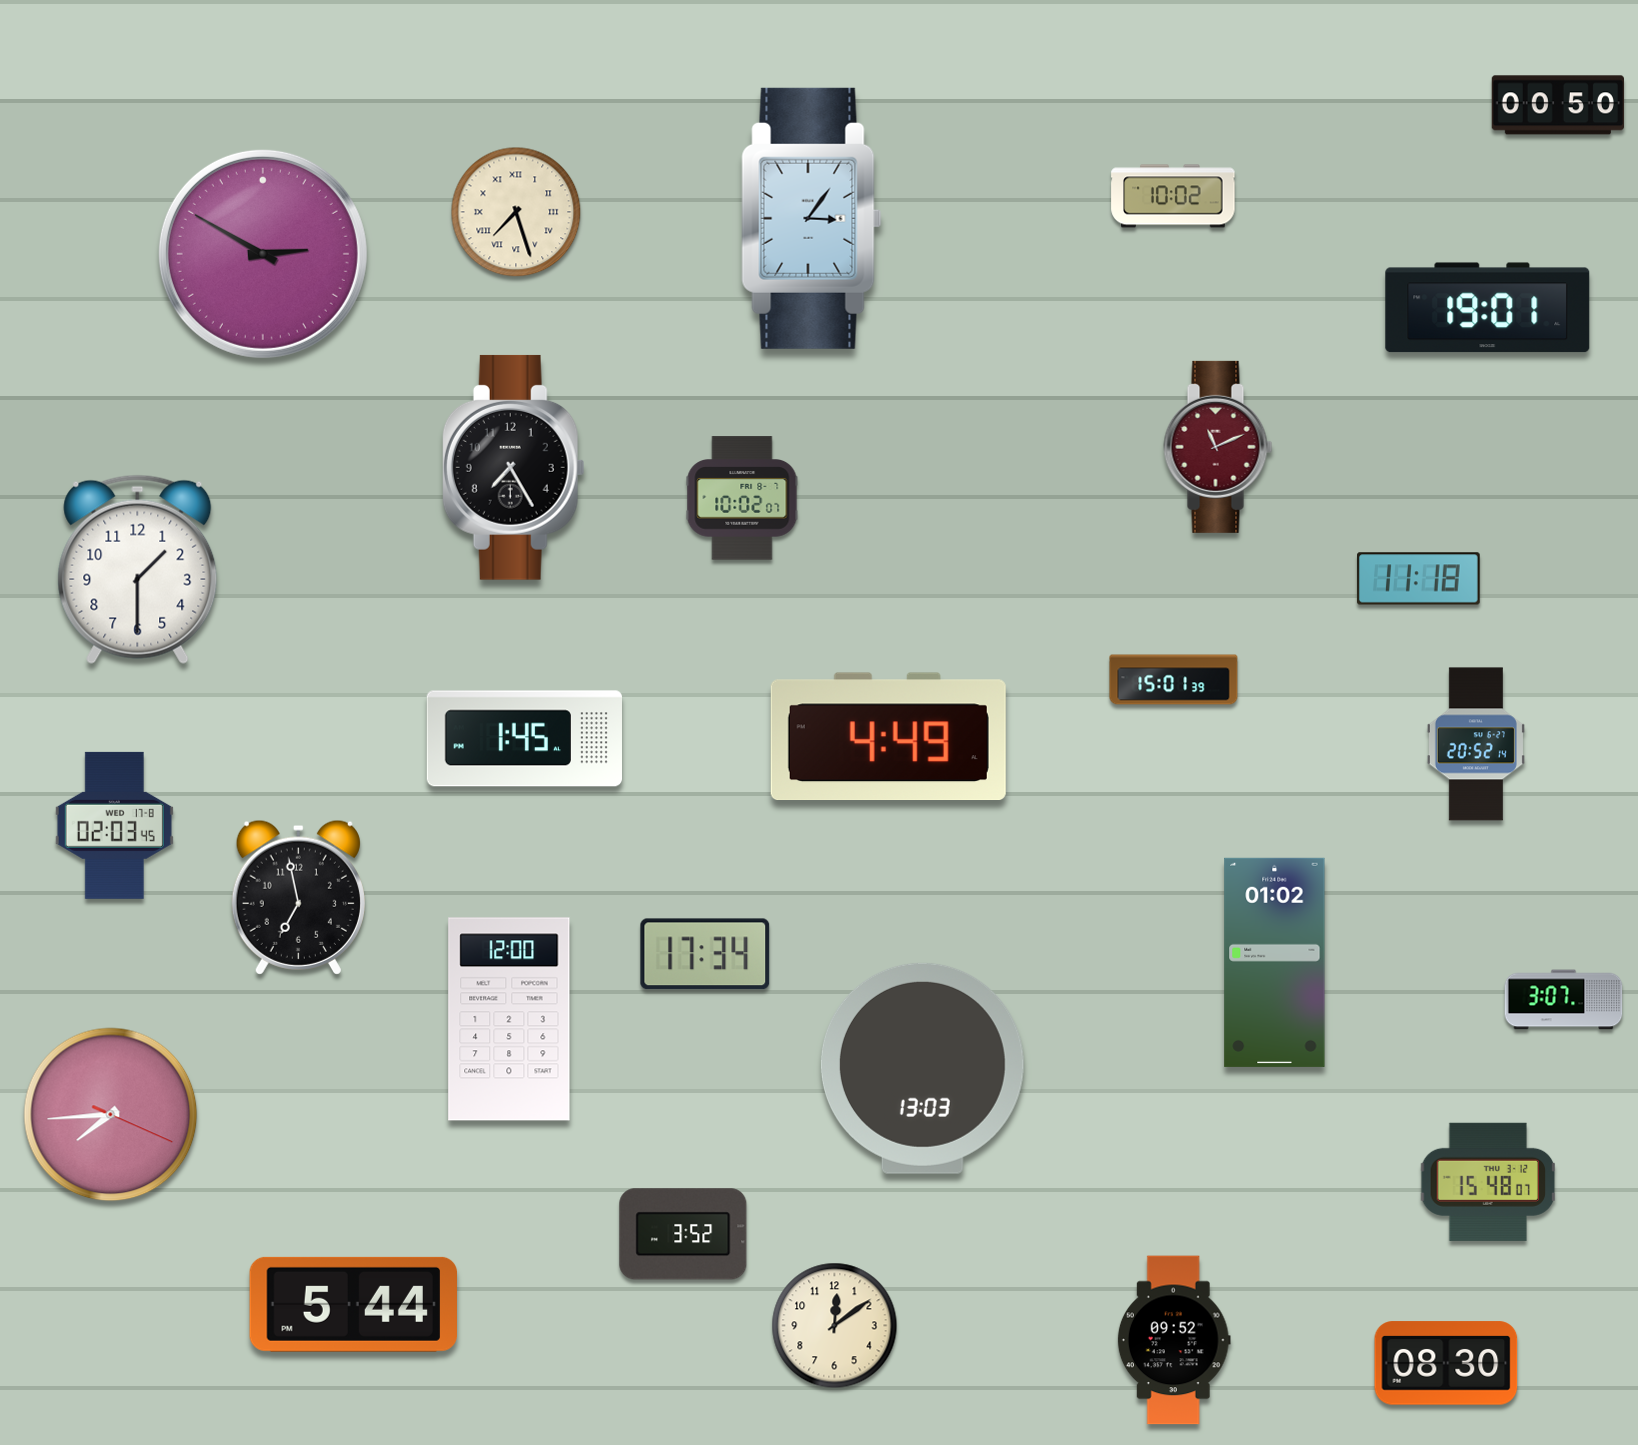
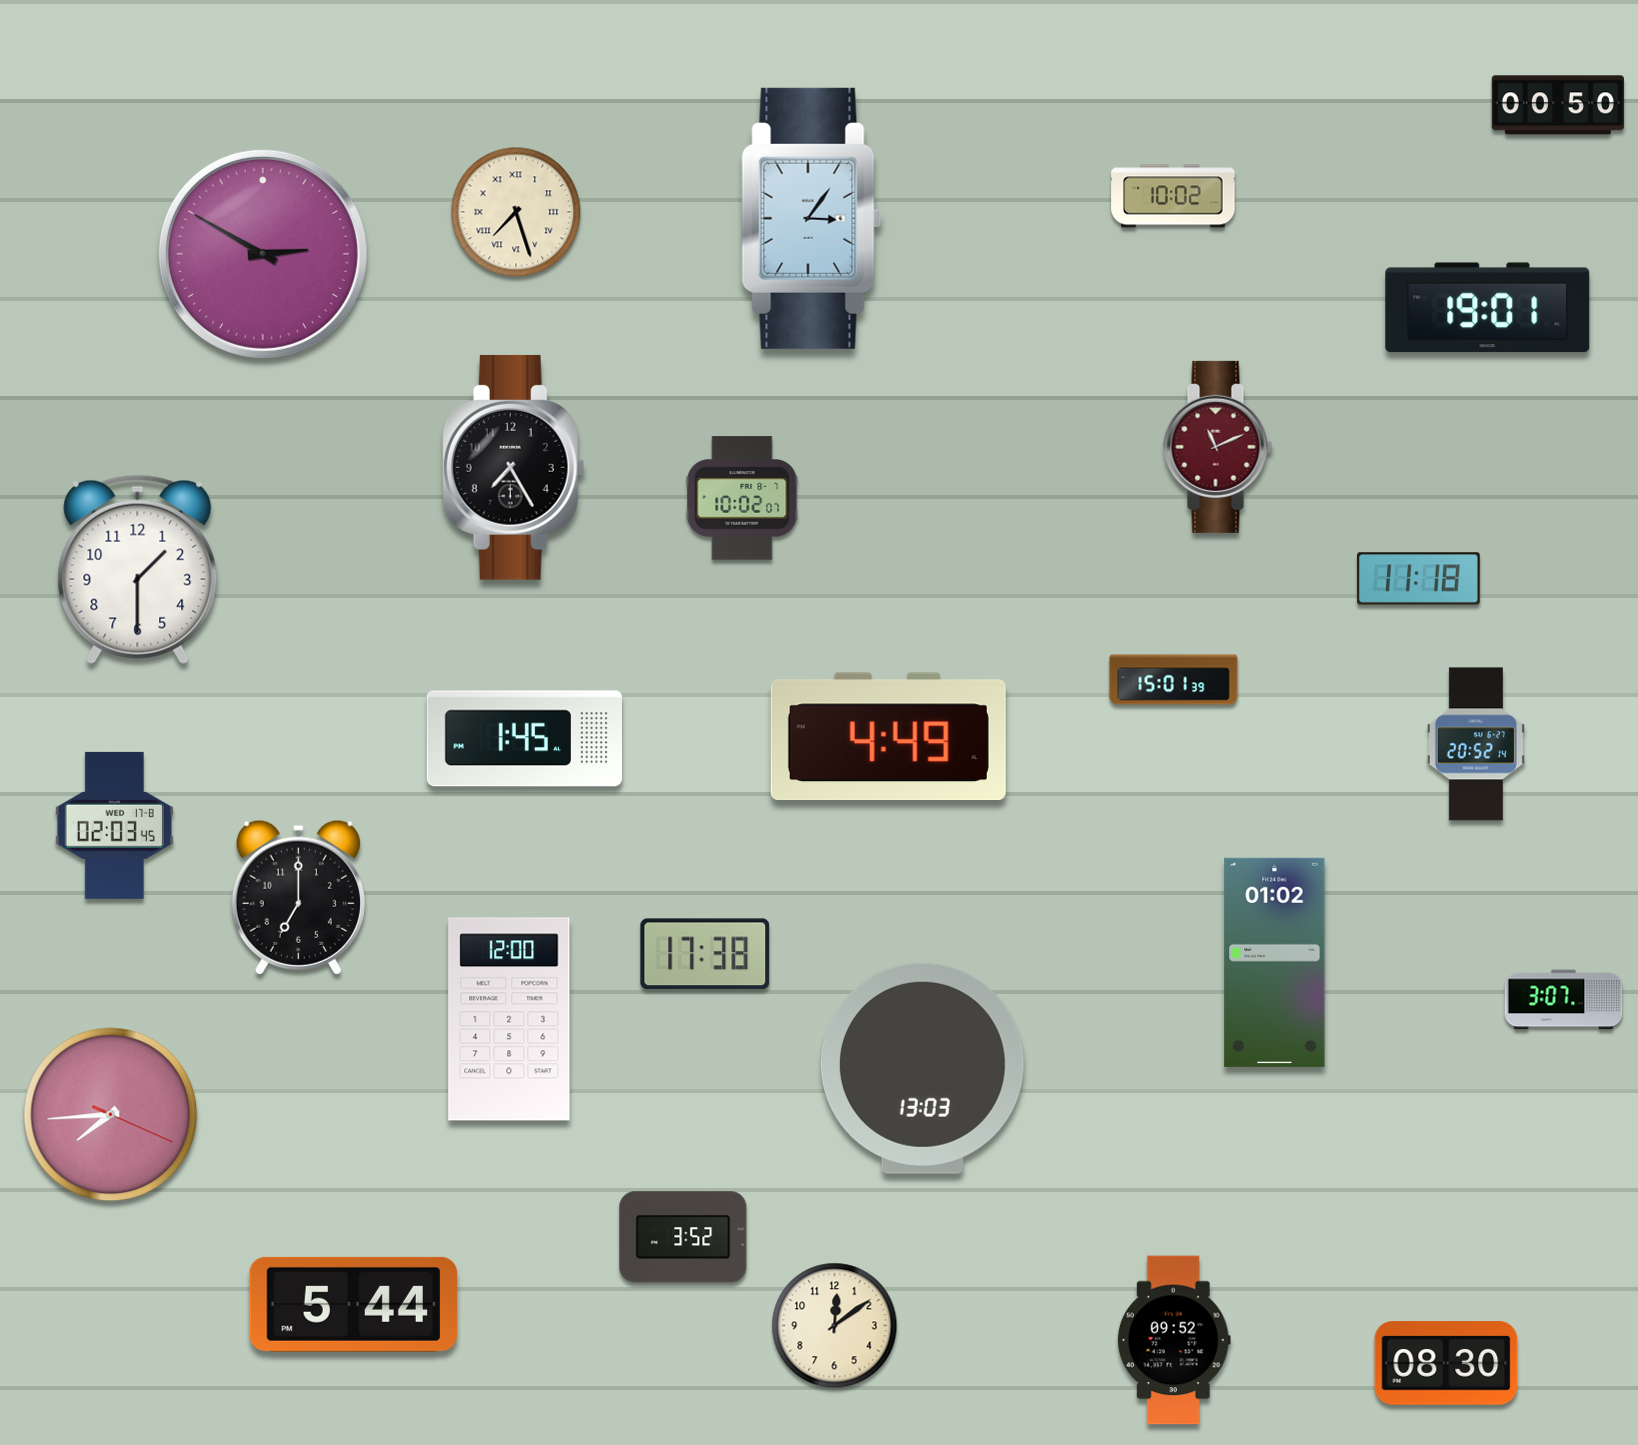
clock at (298, 897): 6:58 -> 7:00
clock at (705, 954): 17:34 -> 17:38
clock at (1488, 1182): 15:48 -> none
clock at (683, 1234) position: (683, 1234) -> (683, 1237)
